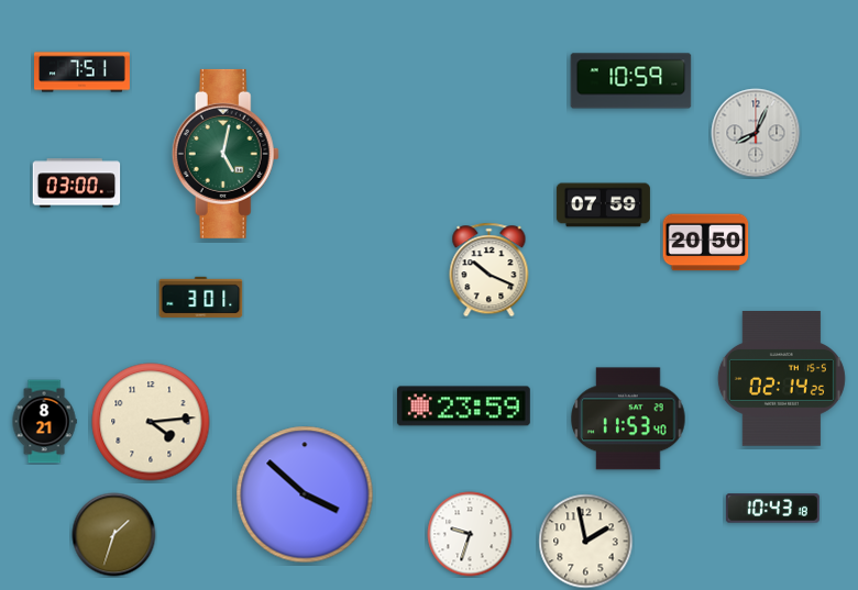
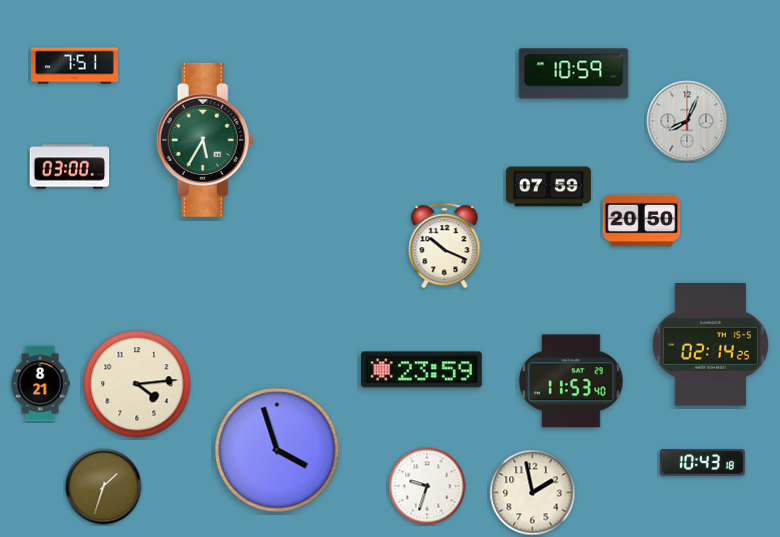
clock at (226, 154): 5:02 -> 5:35
clock at (201, 297): 3:01 -> none
clock at (305, 494): 3:52 -> 3:57
